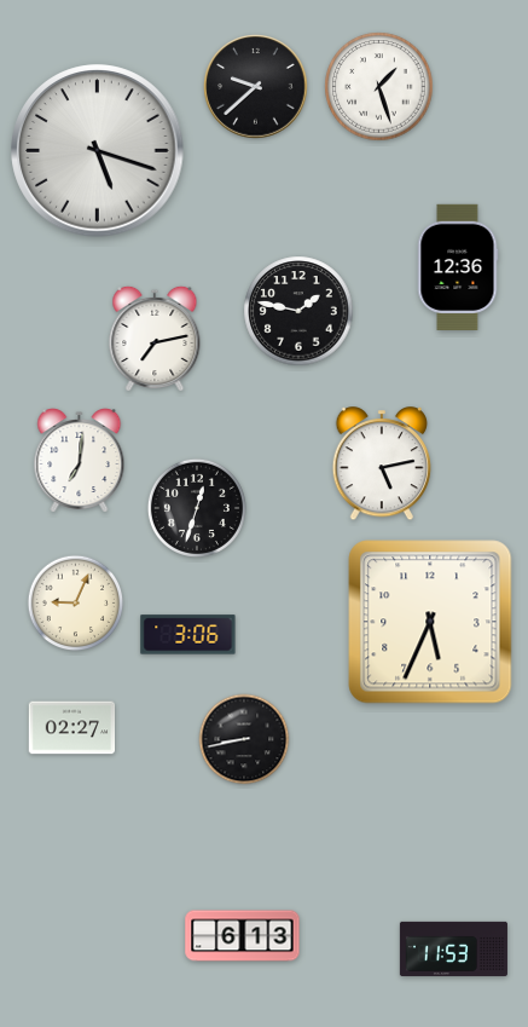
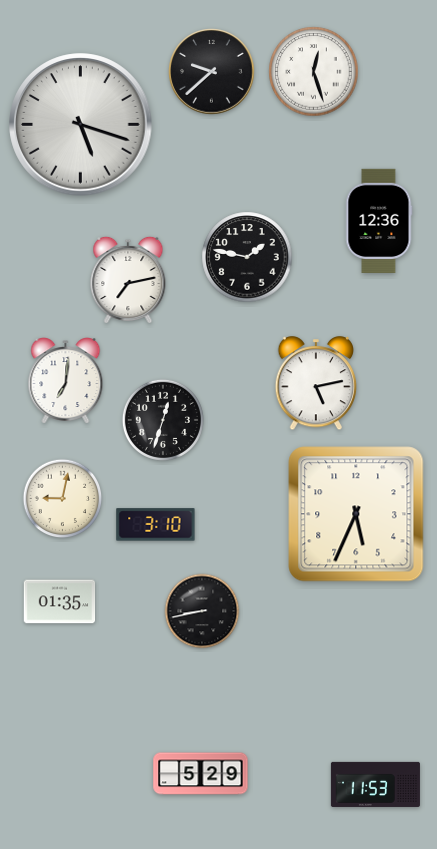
clock at (379, 87): 1:27 -> 12:27
clock at (76, 604): 9:04 -> 9:02
clock at (188, 635): 3:06 -> 3:10
clock at (72, 728): 02:27 -> 01:35
clock at (243, 936): 6:13 -> 5:29
